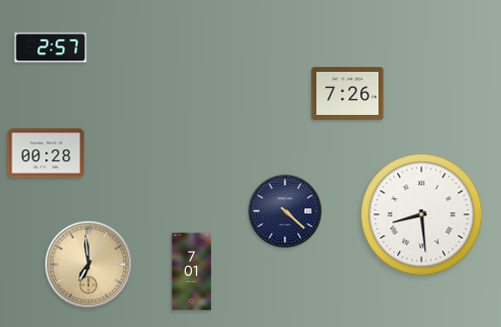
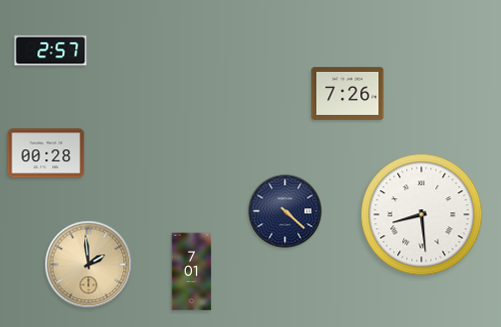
clock at (51, 48) position: (51, 48) -> (51, 51)
clock at (89, 265): 6:59 -> 1:59
